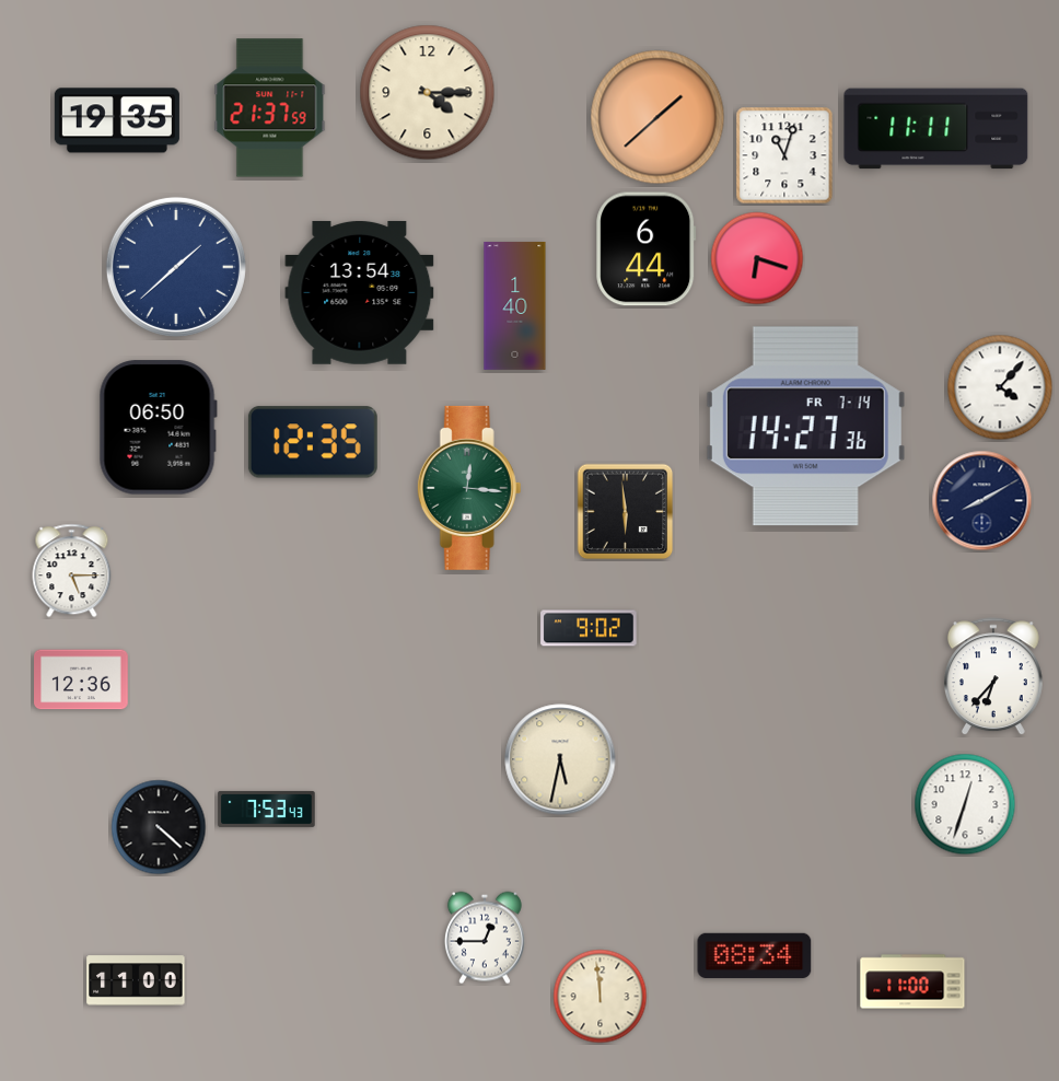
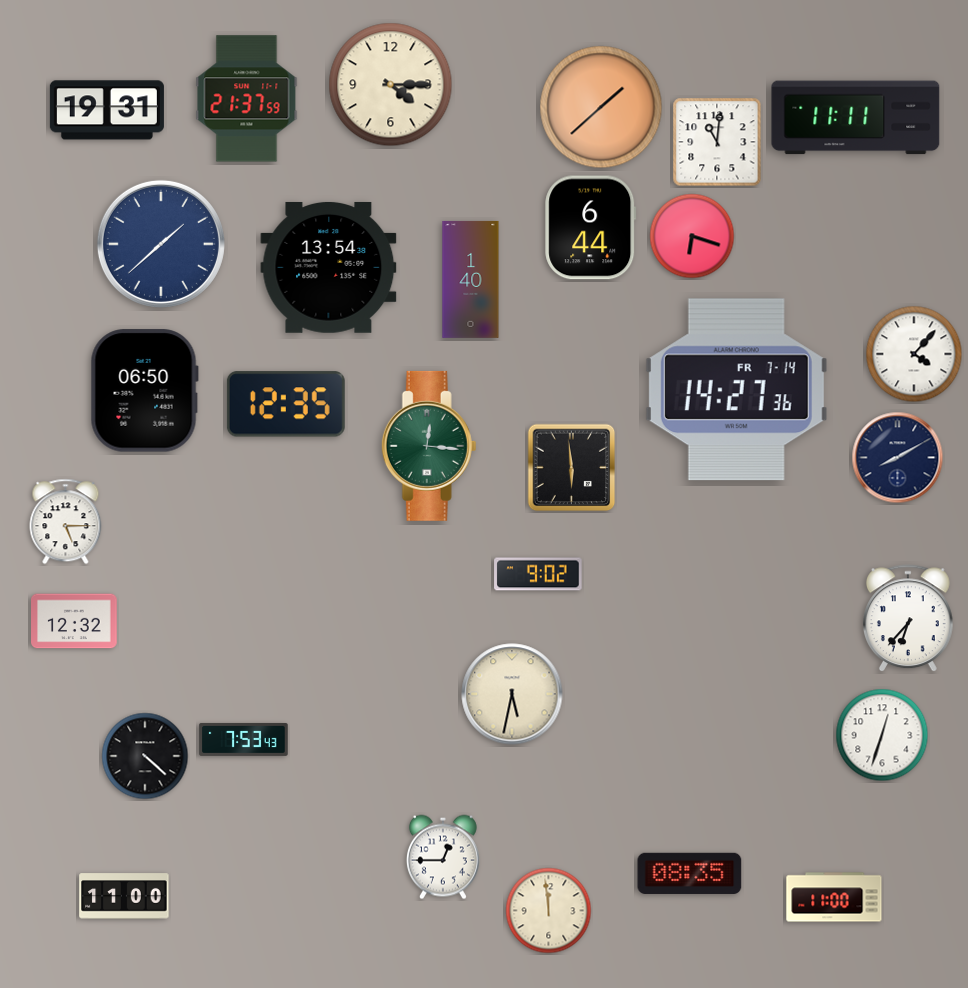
clock at (117, 120): 19:35 -> 19:31
clock at (784, 155): 11:03 -> 11:01
clock at (82, 679): 12:36 -> 12:32
clock at (755, 955): 08:34 -> 08:35
